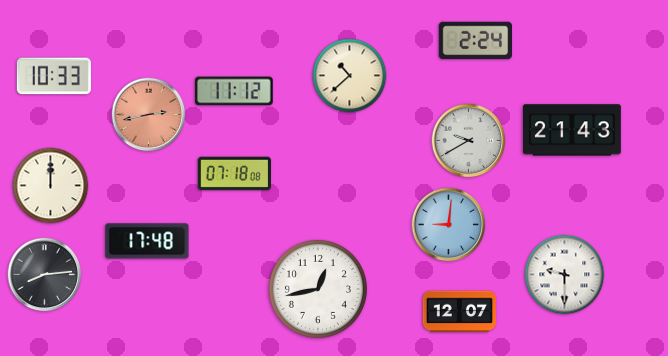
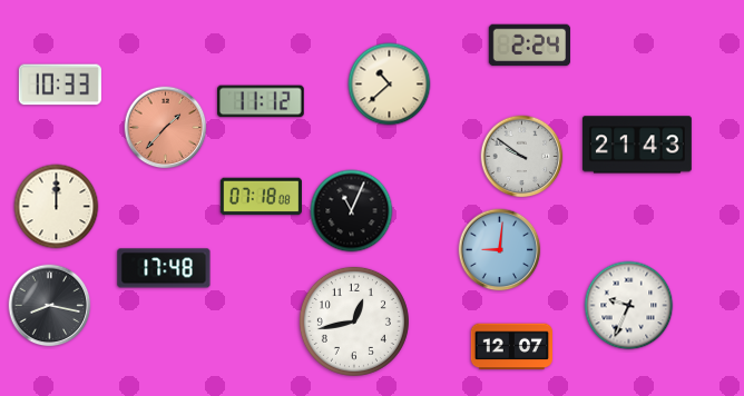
clock at (149, 115): 2:43 -> 1:37
clock at (469, 141): 9:40 -> 9:51
clock at (235, 174) position: (235, 174) -> (262, 197)
clock at (352, 211): none -> 11:04
clock at (45, 275): 8:14 -> 8:17
clock at (565, 275): 9:30 -> 9:34
